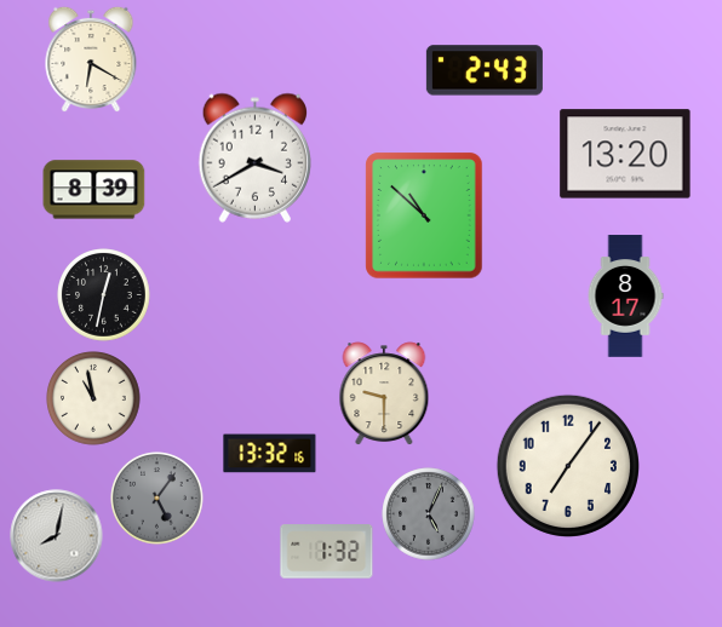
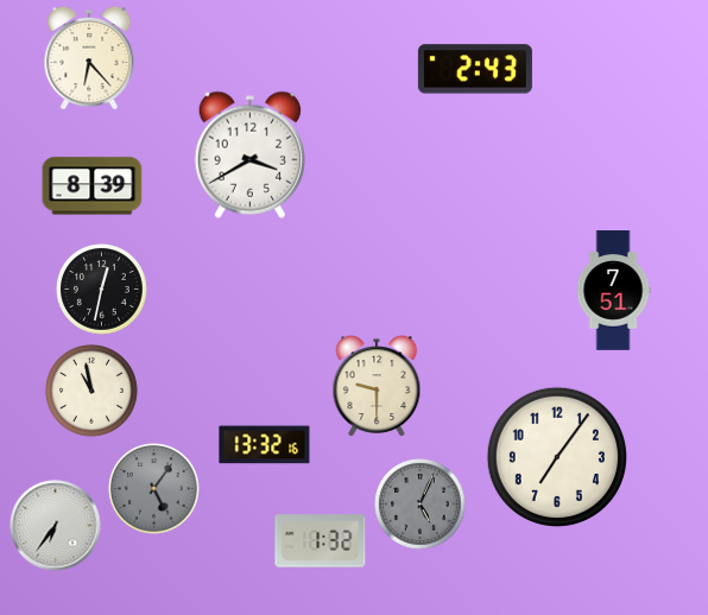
clock at (91, 59): 6:20 -> 6:23
clock at (625, 154): 13:20 -> none
clock at (424, 215): 10:52 -> none
clock at (625, 297): 8:17 -> 7:51
clock at (57, 536): 8:02 -> 6:36
